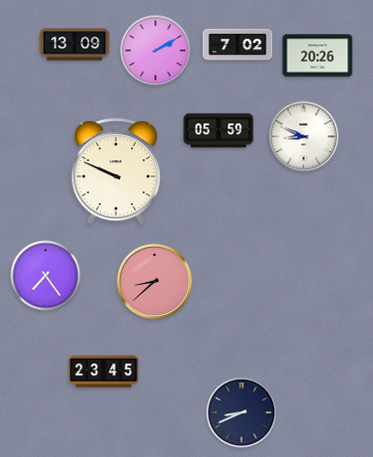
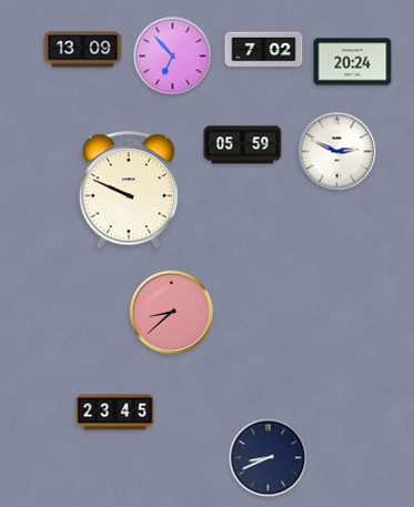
clock at (156, 51): 2:10 -> 6:53
clock at (318, 56): 20:26 -> 20:24
clock at (304, 137): 8:49 -> 2:49
clock at (46, 276): 7:24 -> none
